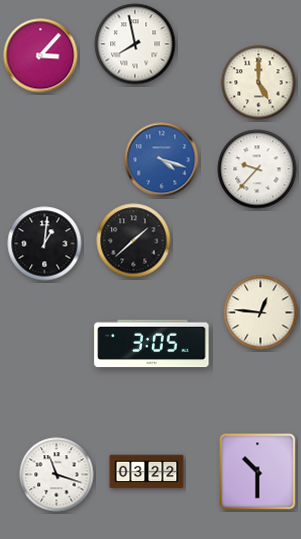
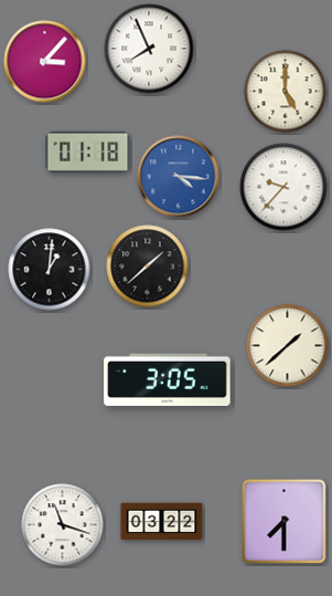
clock at (135, 44): 7:58 -> 7:56
clock at (88, 151): none -> 01:18
clock at (162, 160): 4:18 -> 4:16
clock at (261, 313): 12:46 -> 1:38
clock at (258, 472): 10:30 -> 7:30
